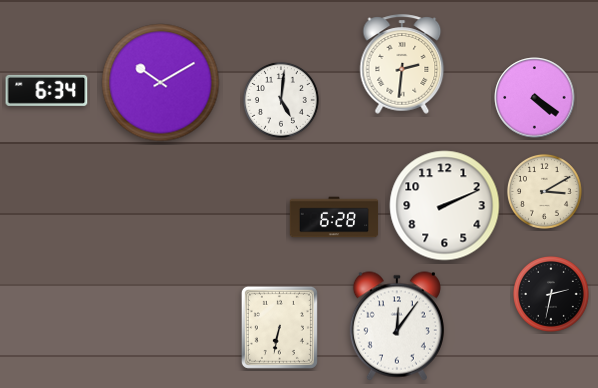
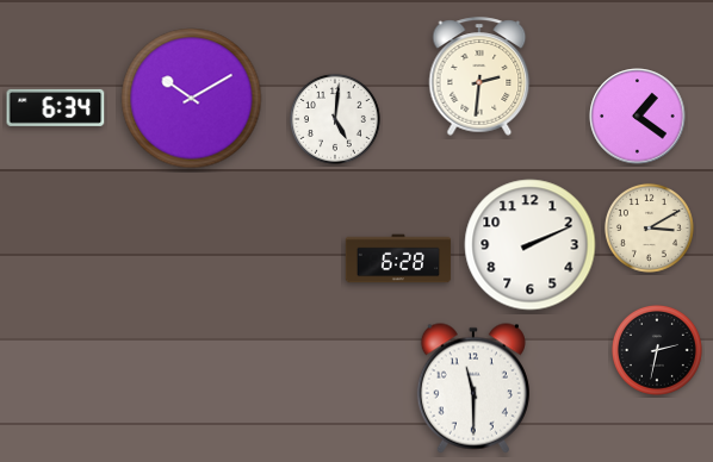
clock at (535, 98): 4:21 -> 1:21
clock at (397, 326): 12:06 -> 11:30
clock at (279, 327): 6:32 -> none
